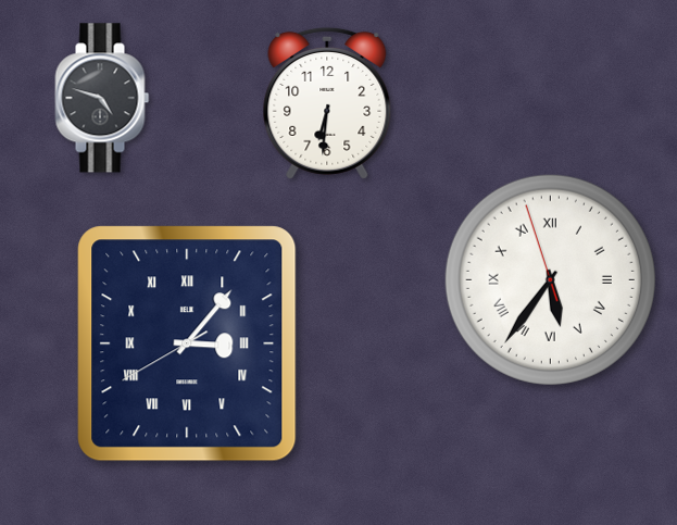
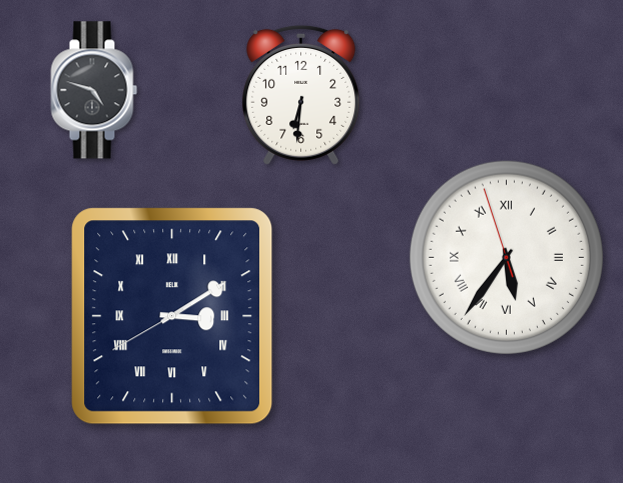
clock at (187, 343): 3:06 -> 3:09
